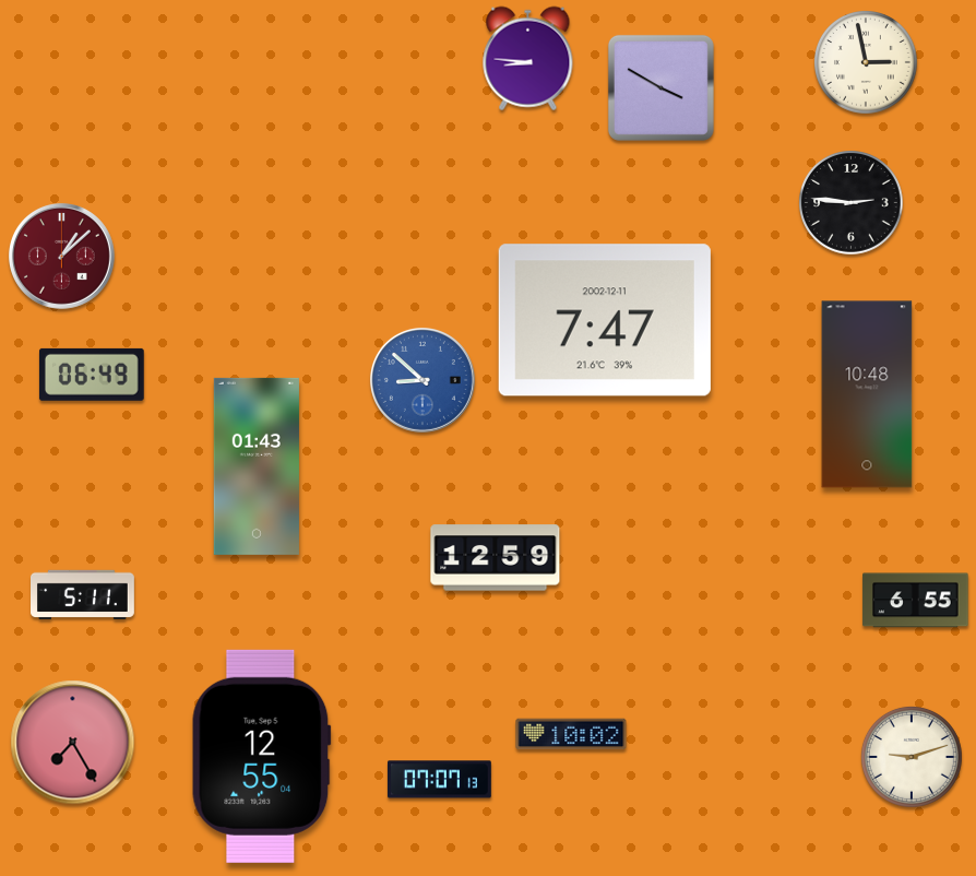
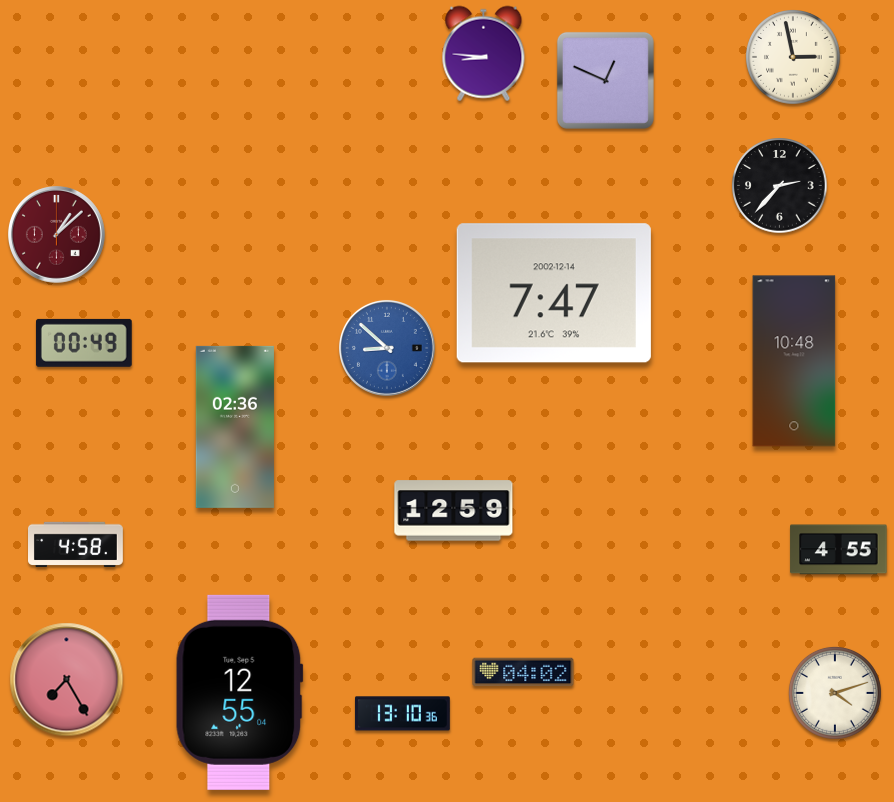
clock at (660, 87): 3:50 -> 12:49
clock at (852, 203): 2:46 -> 2:37
clock at (605, 320) date: 2002-12-11 -> 2002-12-14
clock at (92, 375): 06:49 -> 00:49
clock at (257, 466): 01:43 -> 02:36
clock at (83, 595): 5:11 -> 4:58
clock at (916, 601): 6:55 -> 4:55
clock at (571, 734): 10:02 -> 04:02
clock at (912, 757): 9:12 -> 4:12
clock at (439, 780): 07:07 -> 13:10
